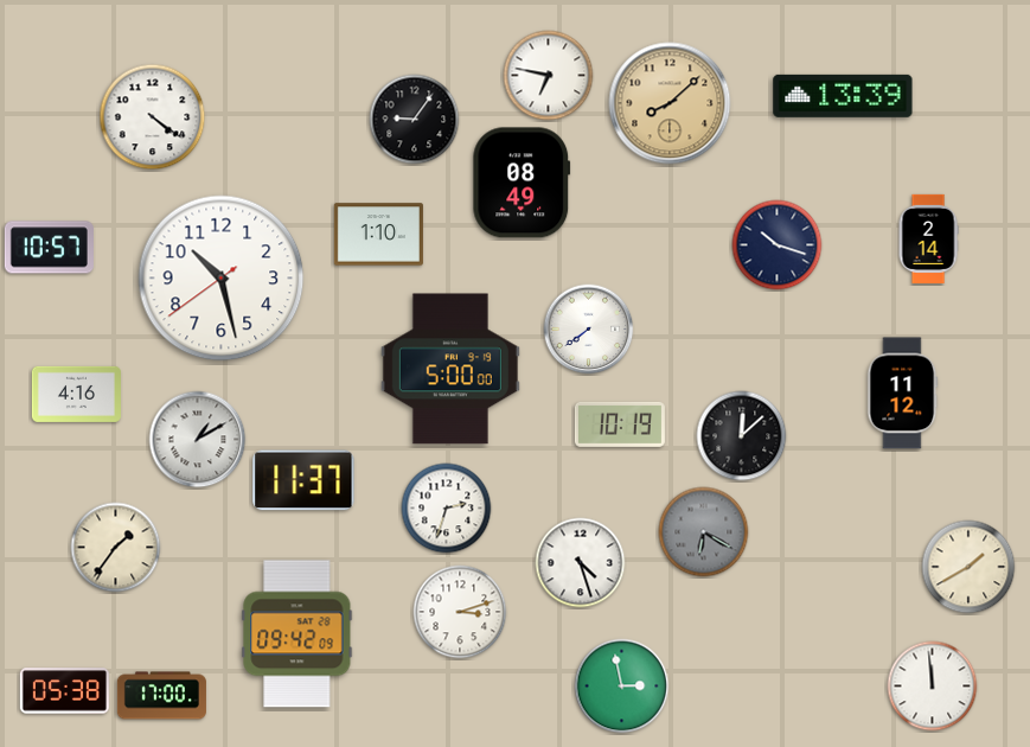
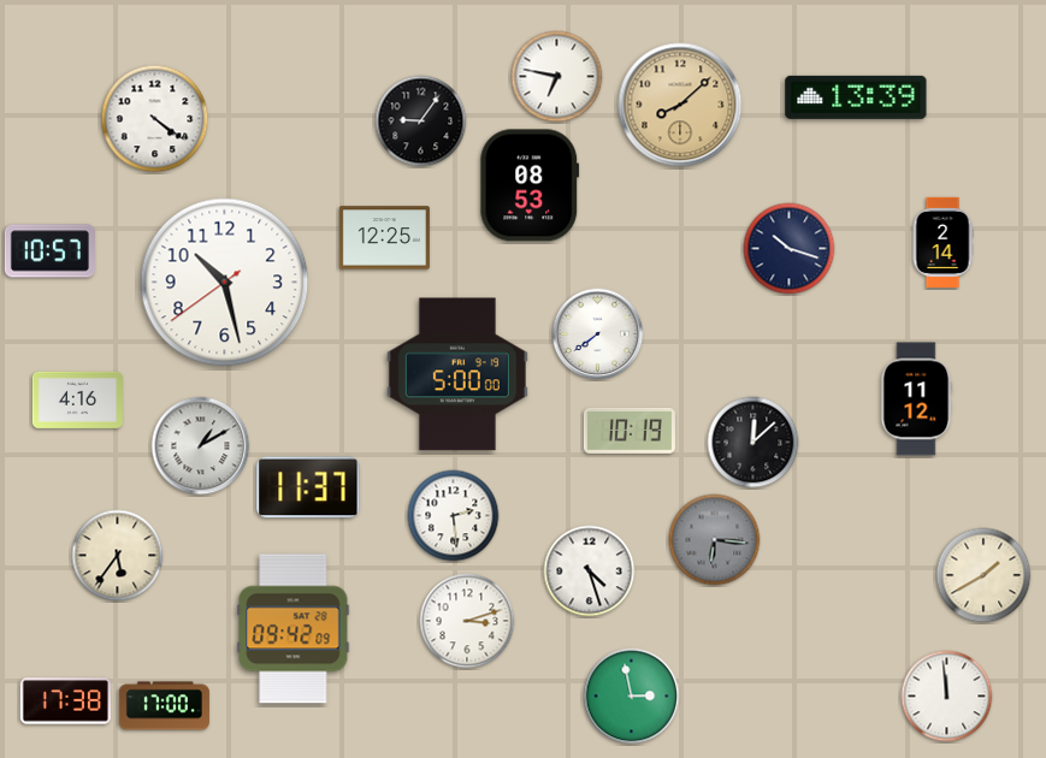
clock at (522, 183): 08:49 -> 08:53
clock at (378, 235): 1:10 -> 12:25
clock at (447, 509): 2:33 -> 2:29
clock at (704, 532): 6:20 -> 6:16
clock at (116, 548): 1:36 -> 5:36
clock at (298, 634) position: (298, 634) -> (294, 629)
clock at (64, 691): 05:38 -> 17:38
